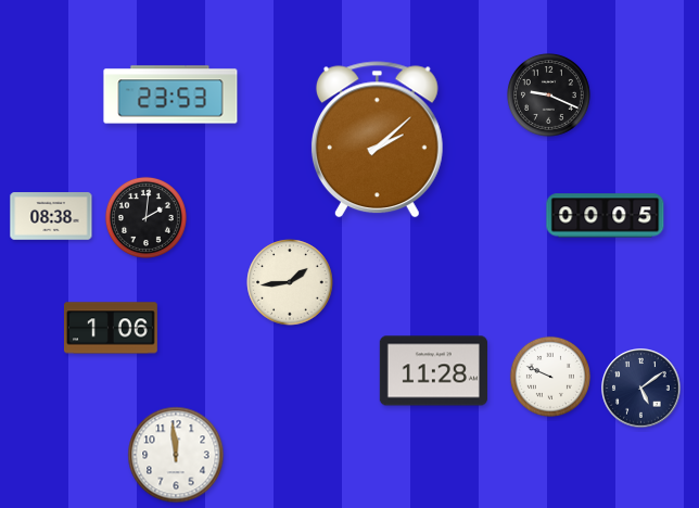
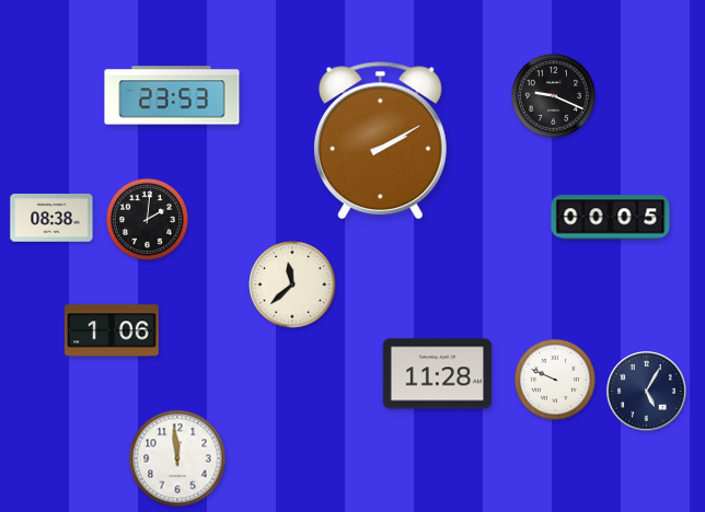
clock at (377, 140): 2:08 -> 2:10
clock at (290, 282): 1:44 -> 11:38
clock at (641, 389): 5:09 -> 5:05
